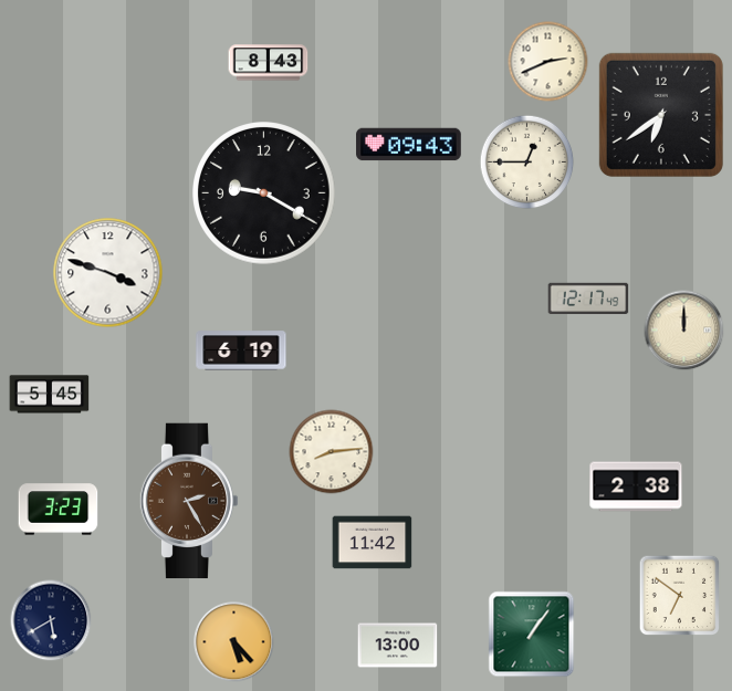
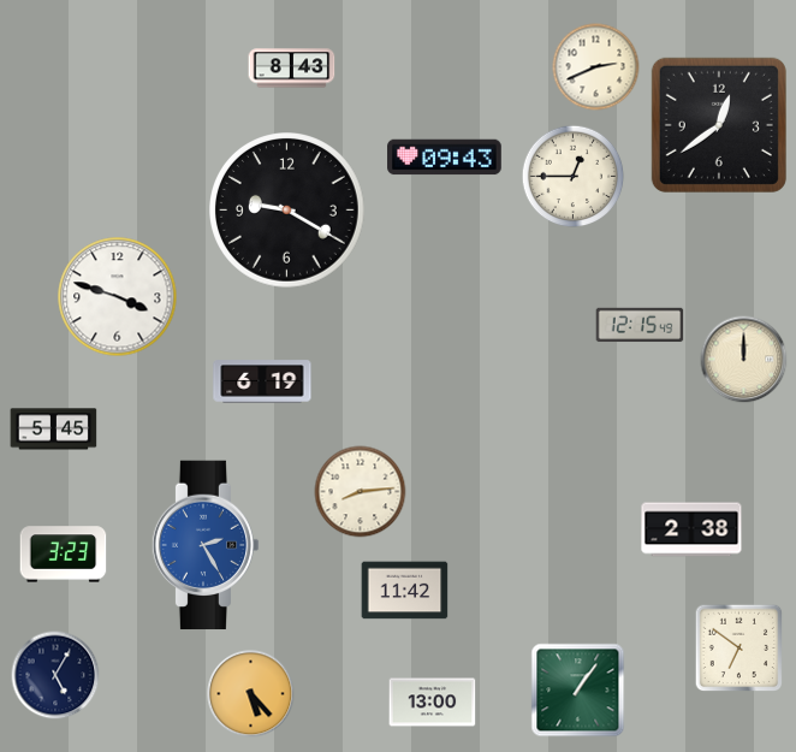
clock at (661, 115): 6:39 -> 12:39
clock at (588, 299): 12:17 -> 12:15
clock at (189, 501) dial: brown -> blue
clock at (51, 620): 5:40 -> 5:05
clock at (234, 642) position: (234, 642) -> (251, 694)
